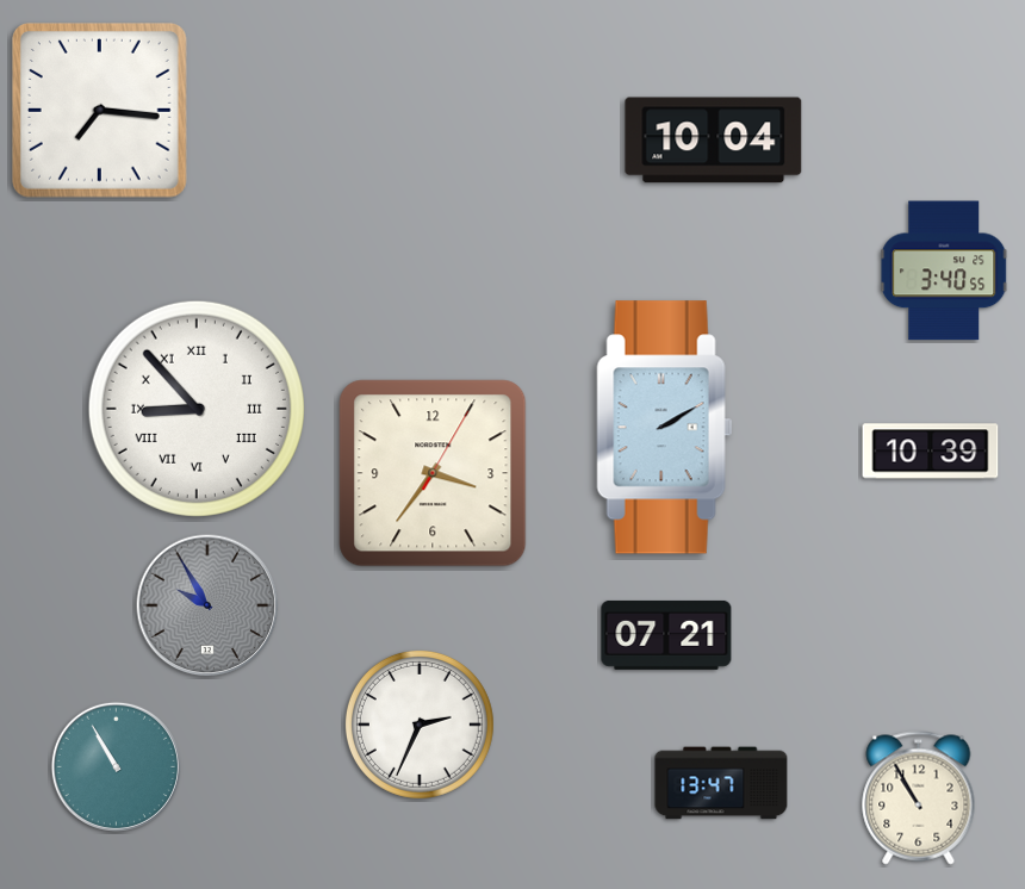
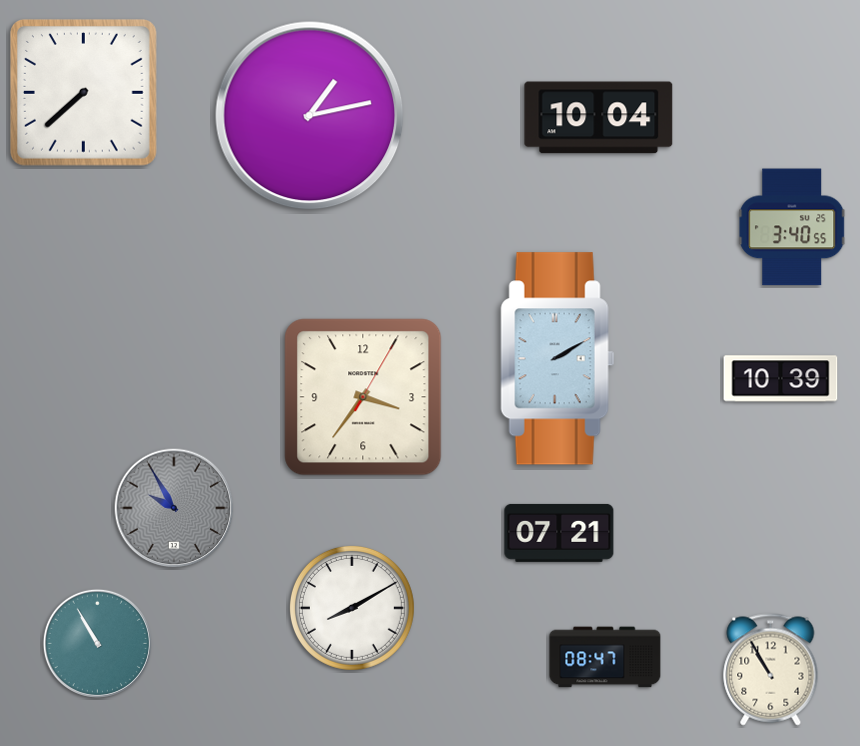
clock at (99, 110): 7:16 -> 7:38
clock at (310, 116): none -> 1:13
clock at (197, 409): 8:53 -> none
clock at (420, 725): 2:34 -> 8:10
clock at (721, 783): 13:47 -> 08:47
